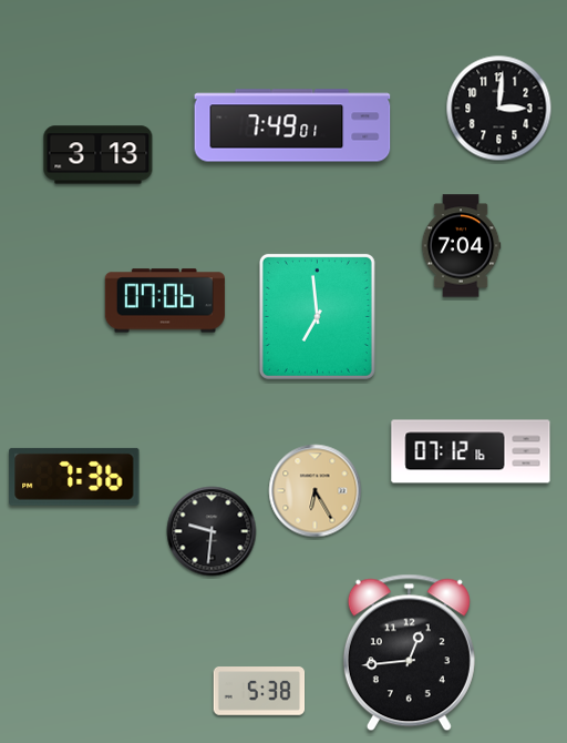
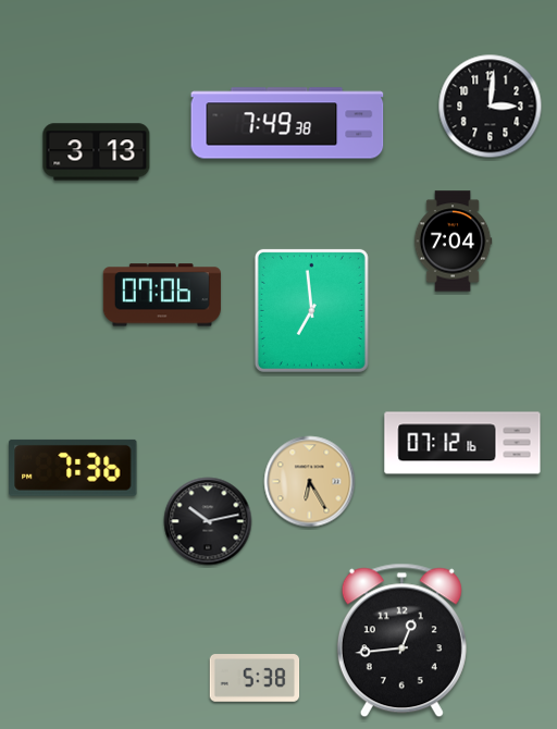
clock at (292, 125): 7:49:01 -> 7:49:38
clock at (212, 531): 9:31 -> 10:13
